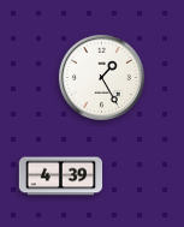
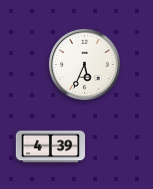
clock at (101, 77): 1:25 -> 5:34
